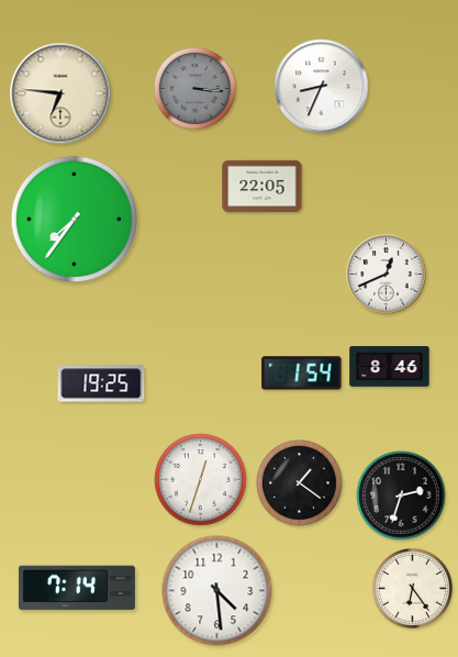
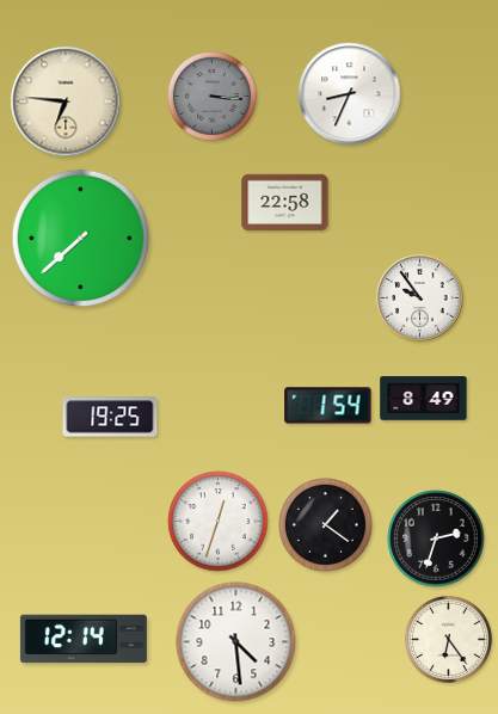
clock at (262, 187): 22:05 -> 22:58
clock at (75, 220): 7:36 -> 7:38
clock at (387, 275): 12:41 -> 9:54
clock at (390, 367): 8:46 -> 8:49
clock at (77, 588): 7:14 -> 12:14
